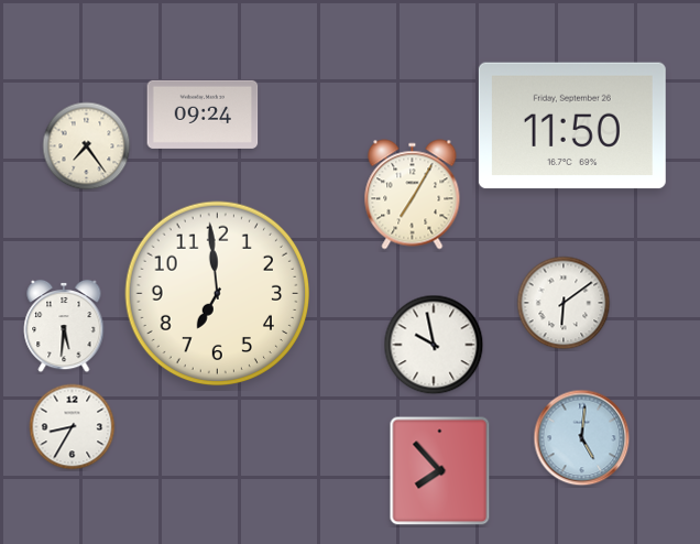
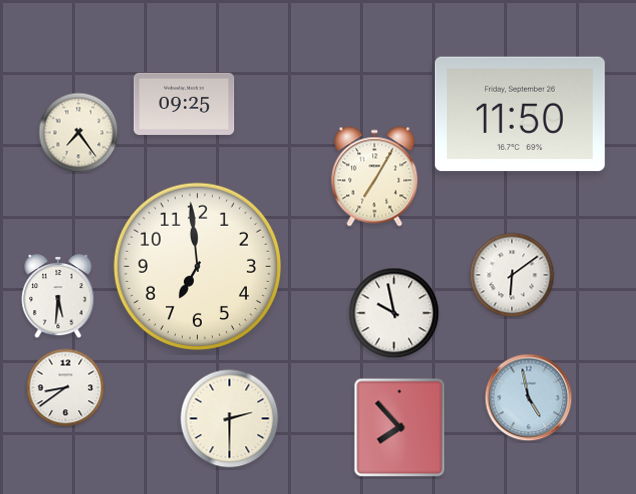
clock at (203, 115): 09:24 -> 09:25
clock at (73, 427): 8:35 -> 8:39
clock at (582, 438): 5:01 -> 4:58
clock at (230, 419): none -> 2:30
